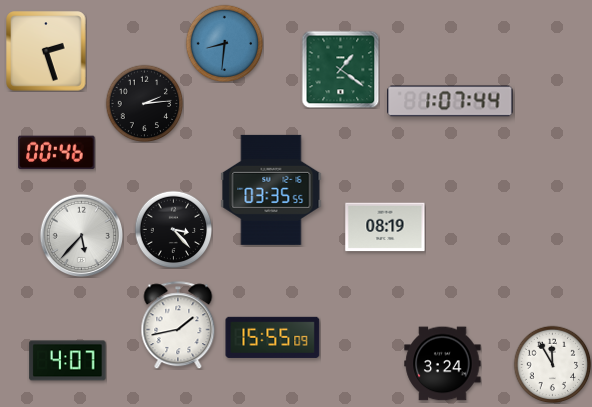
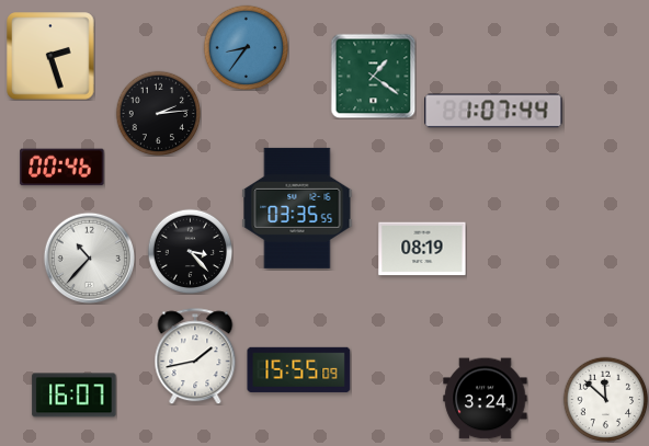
clock at (224, 43): 8:31 -> 8:36
clock at (81, 235): 5:37 -> 10:37
clock at (68, 361): 4:07 -> 16:07
clock at (552, 364): 11:55 -> 11:52
